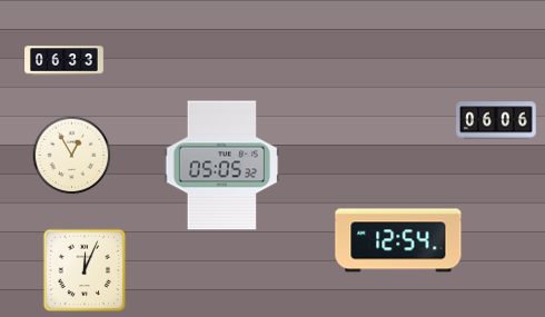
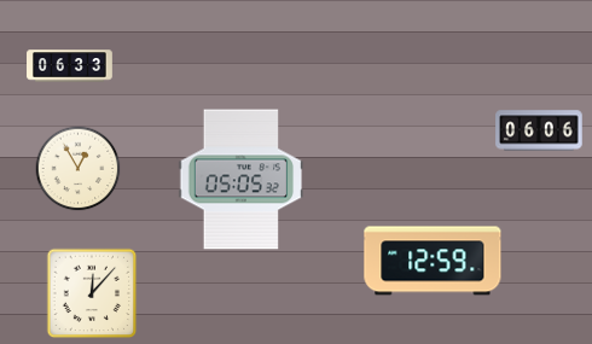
clock at (398, 240): 12:54 -> 12:59
clock at (85, 270): 12:04 -> 12:07
